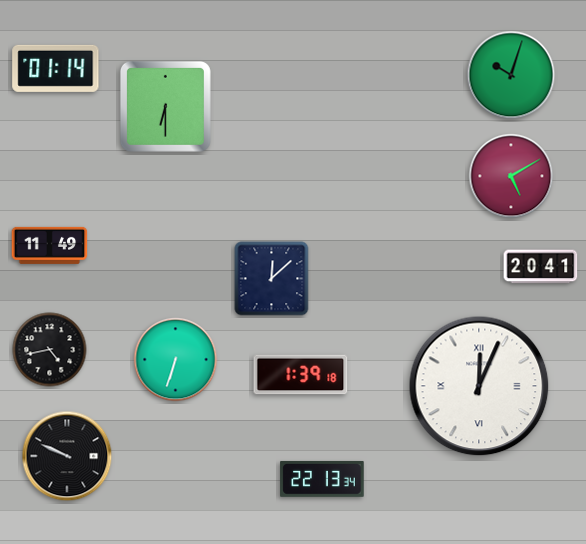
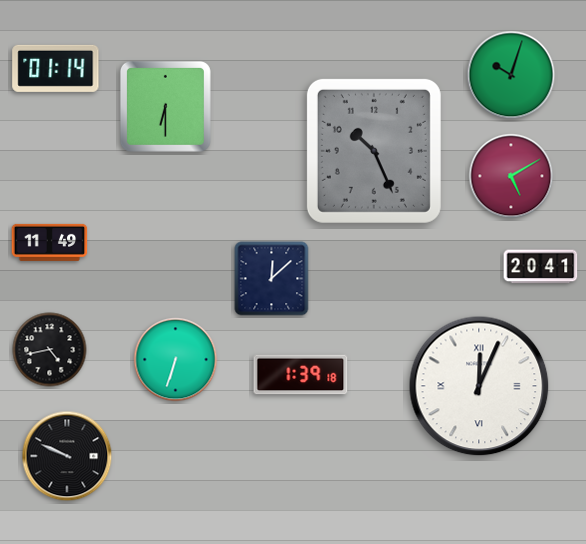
clock at (374, 151): none -> 10:26
clock at (50, 245) position: (50, 245) -> (50, 242)
clock at (322, 479): 22:13 -> none
